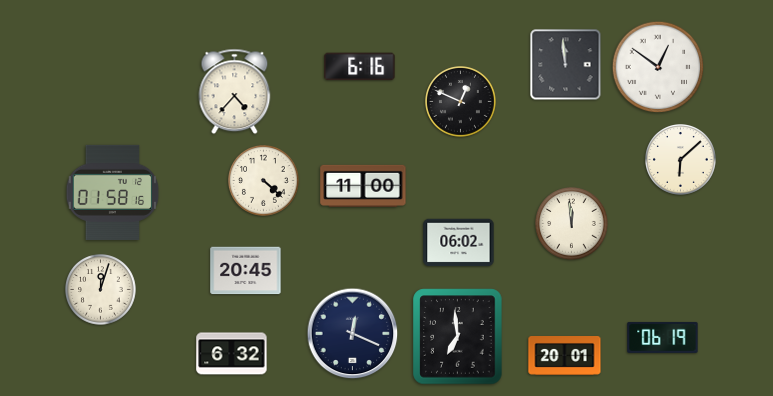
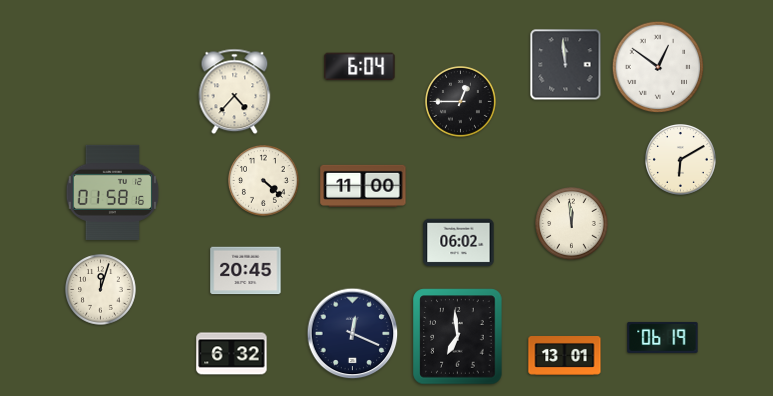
clock at (360, 67): 6:16 -> 6:04
clock at (461, 102): 12:49 -> 12:45
clock at (681, 160): 6:08 -> 6:10
clock at (565, 356): 20:01 -> 13:01
